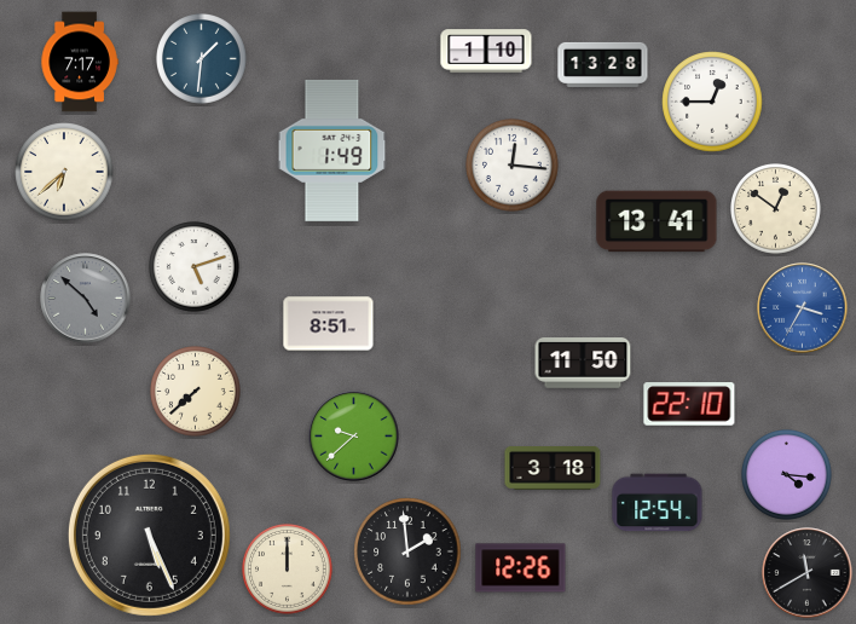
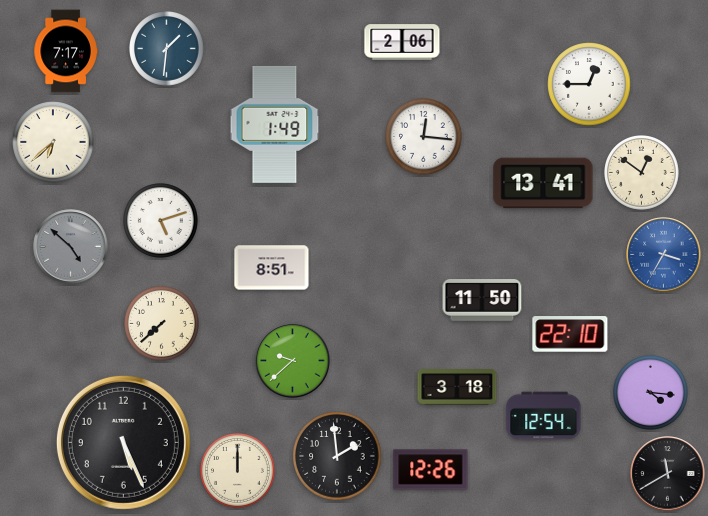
clock at (486, 51): 1:10 -> 2:06
clock at (603, 64): 13:28 -> none
